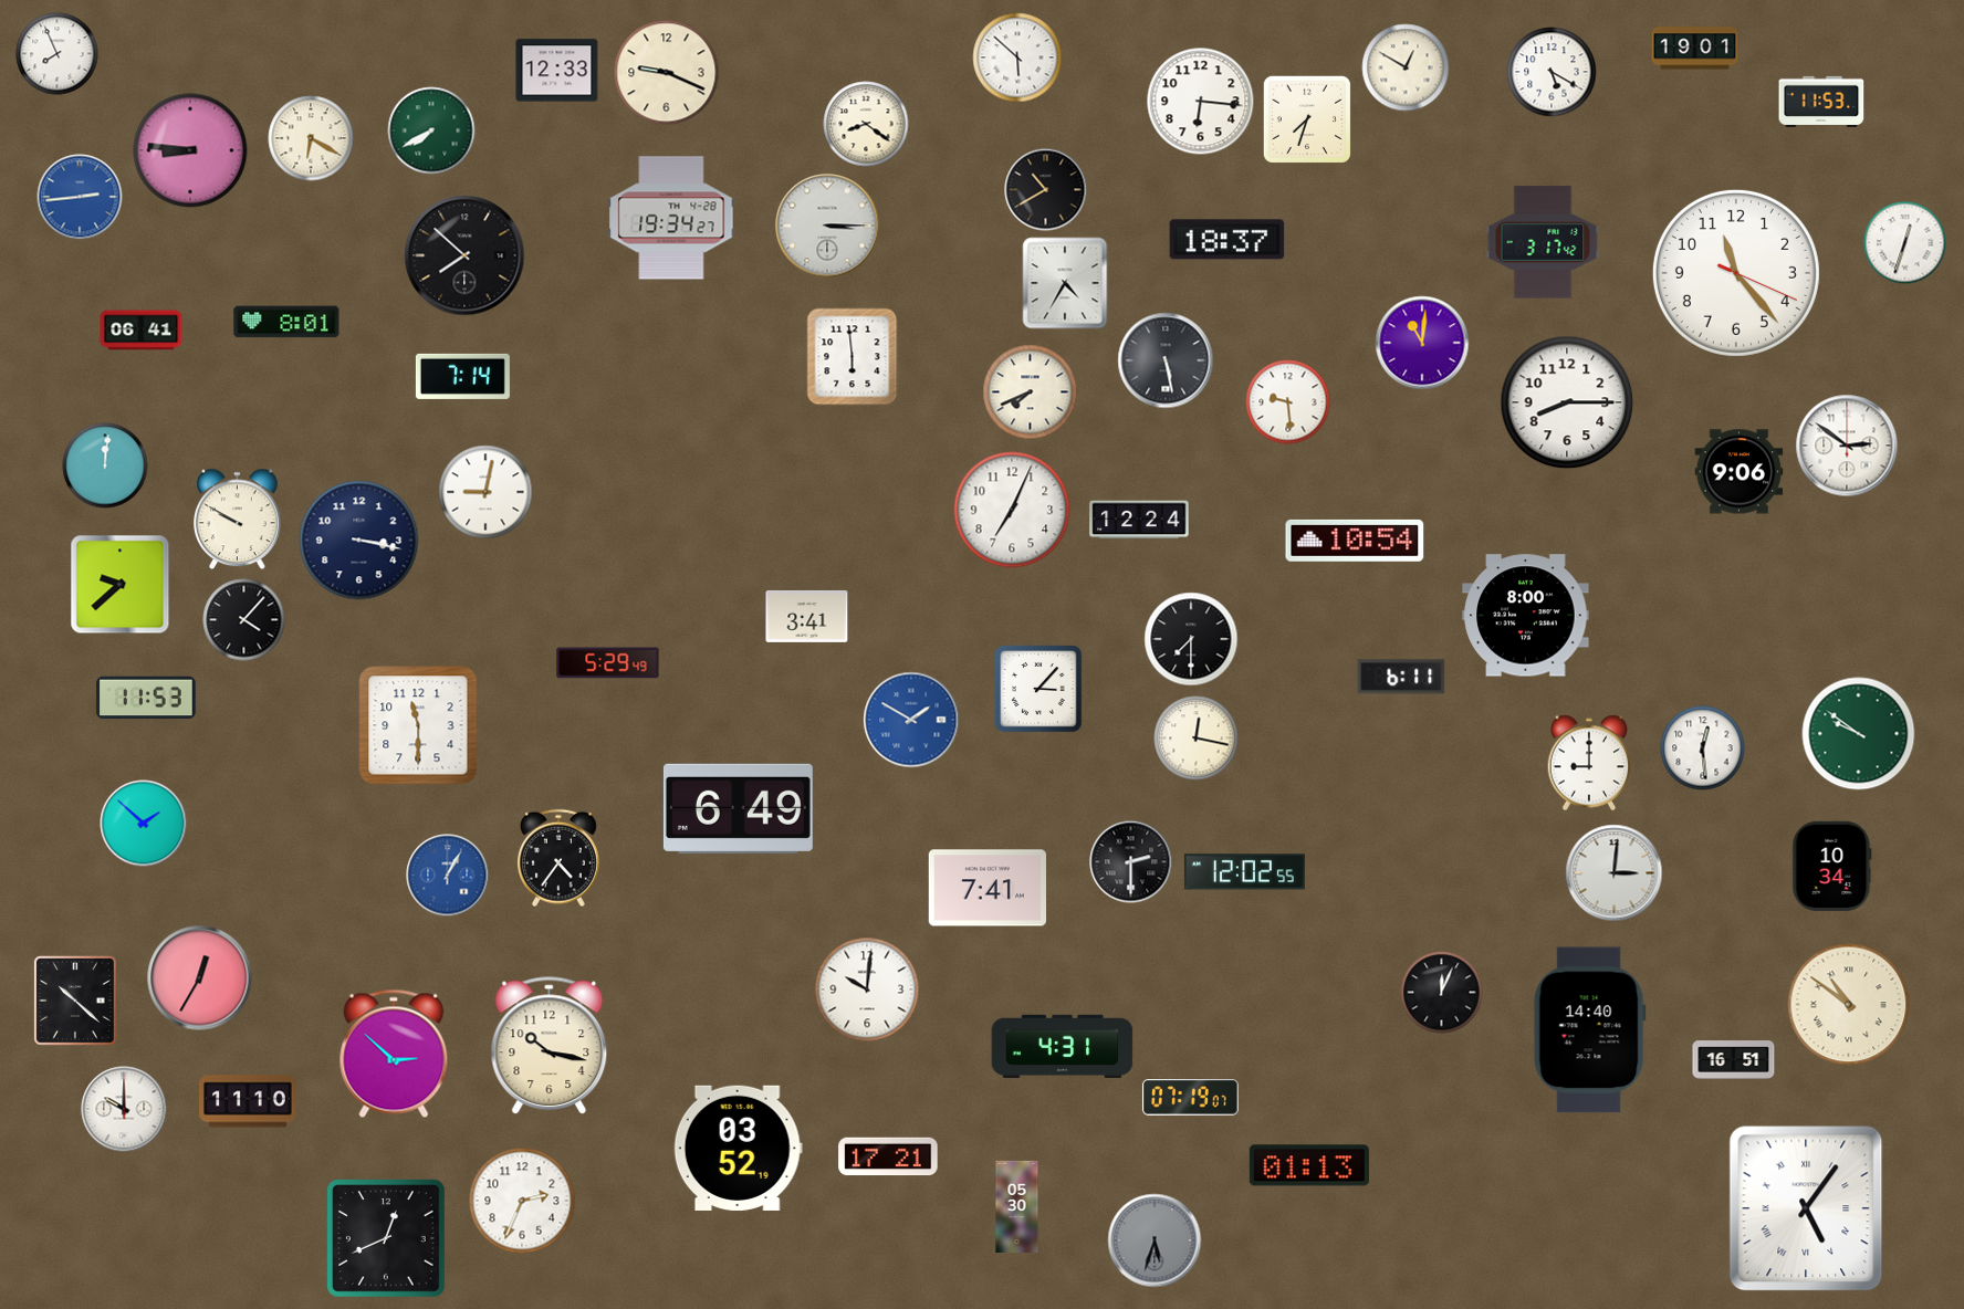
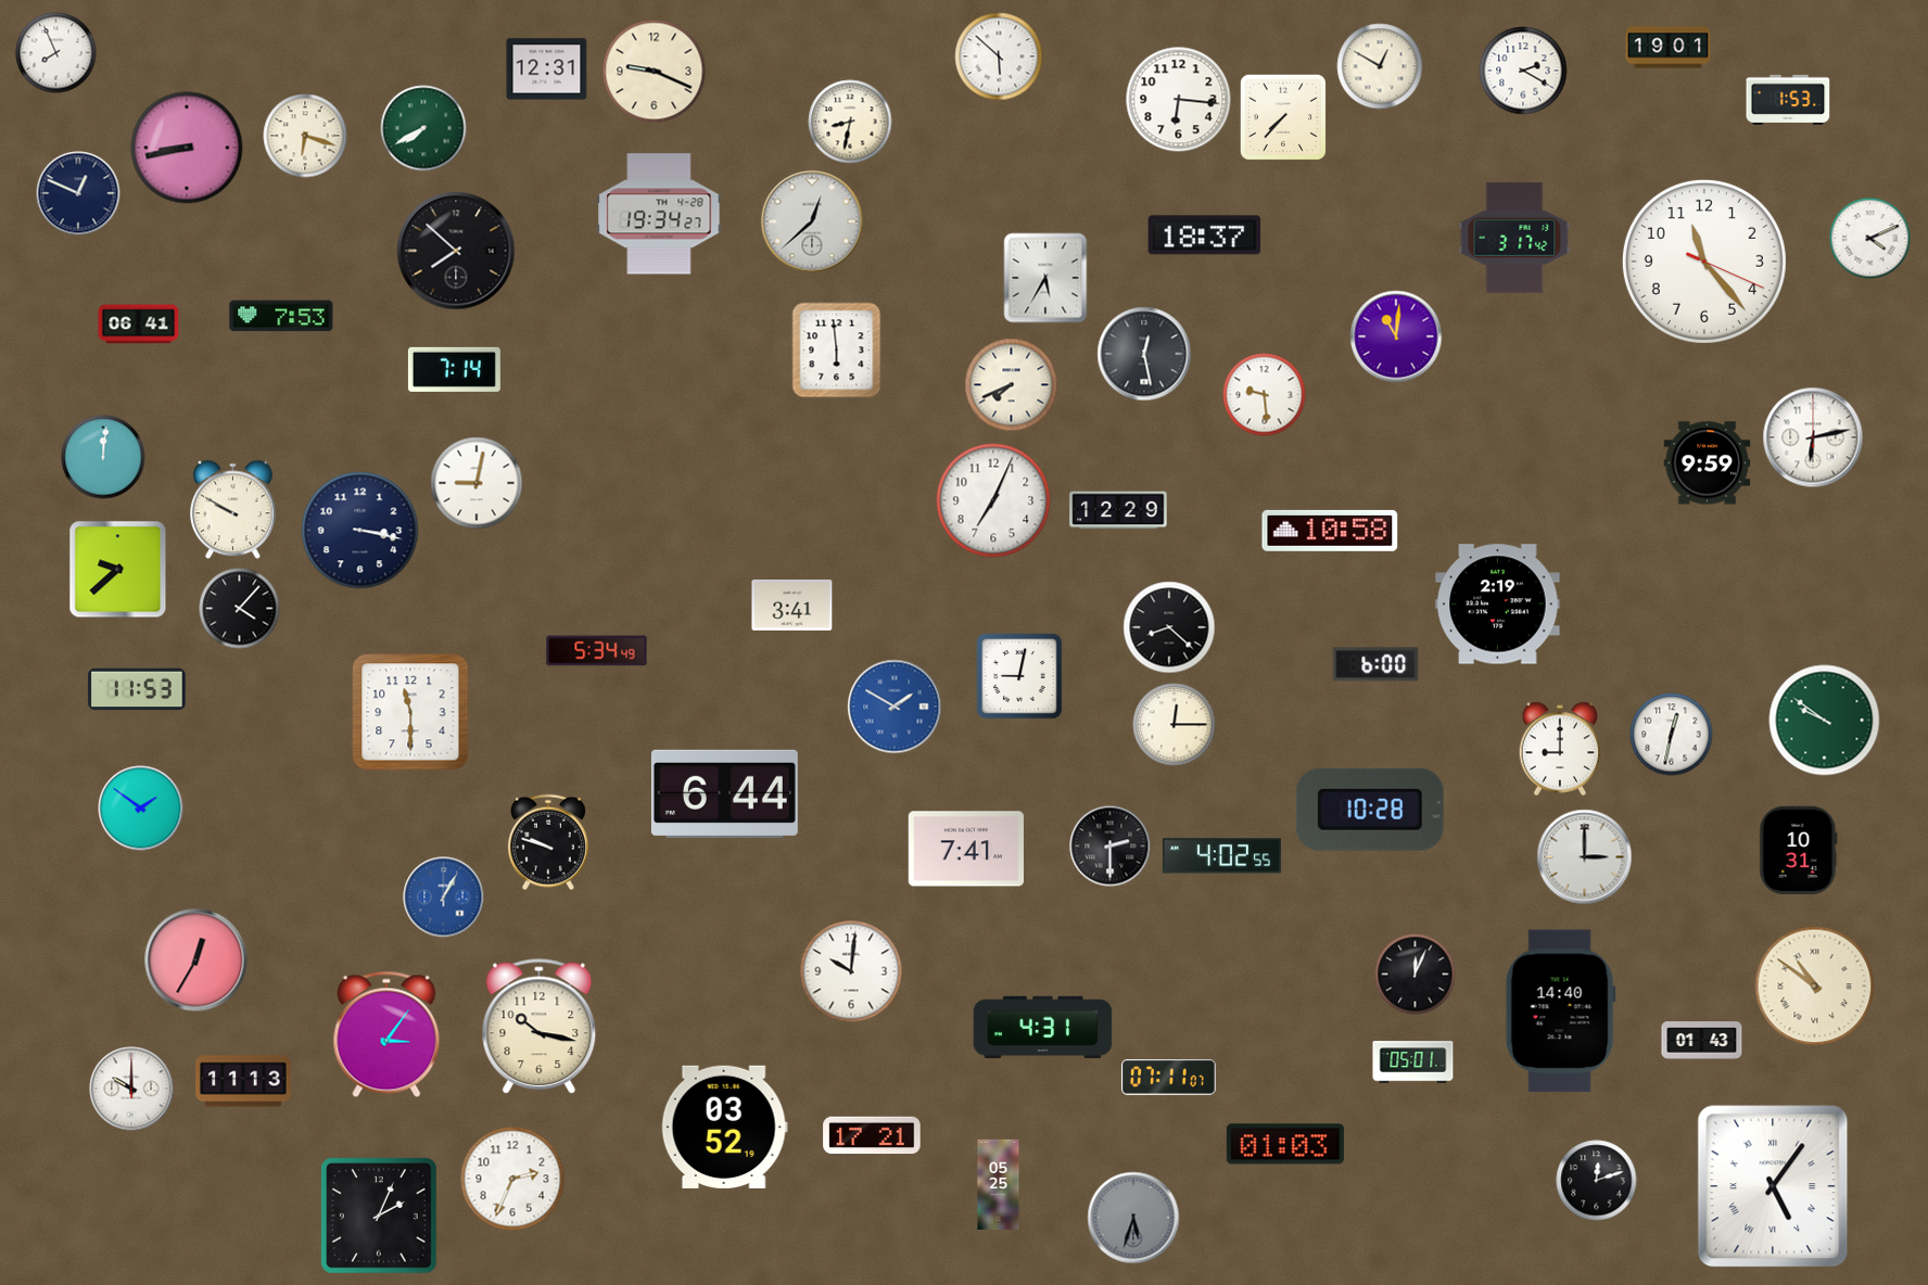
clock at (1695, 49) position: (1695, 49) -> (1669, 48)
clock at (557, 71): 12:33 -> 12:31
clock at (1552, 72): 5:20 -> 2:20
clock at (1821, 102): 11:53 -> 1:53
clock at (1307, 119): 7:33 -> 7:37
clock at (866, 124): 8:21 -> 8:32
clock at (311, 138): 6:20 -> 6:18
clock at (190, 150): 8:46 -> 8:43
clock at (1046, 190): 10:40 -> none
clock at (80, 197): 2:44 -> 12:49
clock at (80, 197) dial: blue -> navy
clock at (827, 226): 3:15 -> 12:38
clock at (1905, 243): 12:33 -> 4:11
clock at (1736, 273) position: (1736, 273) -> (1704, 262)
clock at (1065, 283): 4:35 -> 5:35
clock at (286, 322): 8:01 -> 7:53
clock at (1166, 360): 5:28 -> 12:28
clock at (1567, 402): 8:15 -> none
clock at (1847, 446): 2:51 -> 6:13
clock at (1740, 472): 9:06 -> 9:59
clock at (1139, 520): 12:24 -> 12:29
clock at (359, 541) position: (359, 541) -> (360, 531)
clock at (1355, 541): 10:54 -> 10:58
clock at (121, 585) position: (121, 585) -> (118, 570)
clock at (1526, 616): 8:00 -> 2:19
clock at (1191, 639): 7:30 -> 8:22
clock at (608, 663): 5:29 -> 5:34
clock at (1401, 677): 6:11 -> 6:00
clock at (1038, 689): 3:07 -> 9:02
clock at (146, 698) position: (146, 698) -> (137, 689)
clock at (1197, 739): 12:17 -> 12:15
clock at (1703, 748): 12:29 -> 12:32
clock at (738, 808): 6:49 -> 6:44
clock at (144, 824): 1:52 -> 1:51
clock at (1370, 810): none -> 10:28
clock at (558, 858): 4:36 -> 9:48
clock at (1832, 867): 10:34 -> 10:31
clock at (1244, 872): 12:02 -> 4:02
clock at (1615, 873): 3:01 -> 3:00
clock at (448, 876) position: (448, 876) -> (444, 898)
clock at (986, 888) position: (986, 888) -> (965, 849)
clock at (75, 1001): 10:22 -> none
clock at (394, 1054): 2:52 -> 3:06
clock at (1734, 1060): 16:51 -> 01:43
clock at (1413, 1063): none -> 05:01
clock at (1190, 1098): 07:19 -> 07:11
clock at (248, 1101): 11:10 -> 11:13
clock at (124, 1109) position: (124, 1109) -> (131, 1089)
clock at (1309, 1165): 01:13 -> 01:03
clock at (1597, 1181): none -> 12:12
clock at (1017, 1206): 05:30 -> 05:25
clock at (387, 1239): 12:41 -> 2:04
